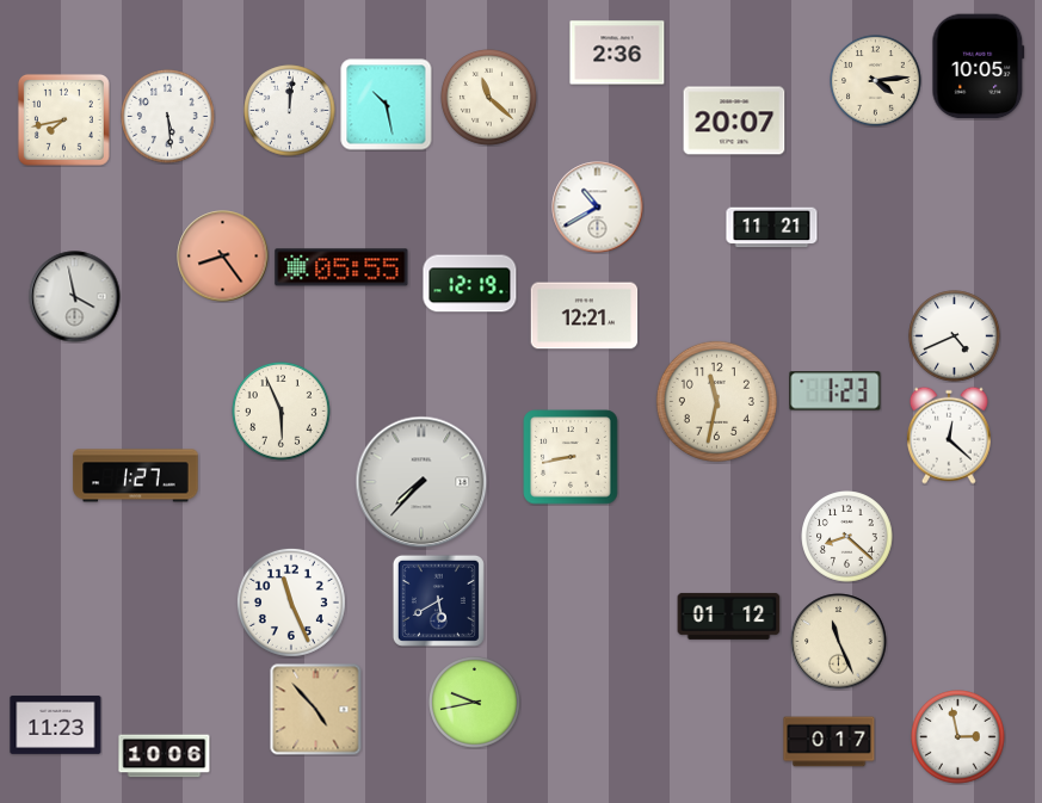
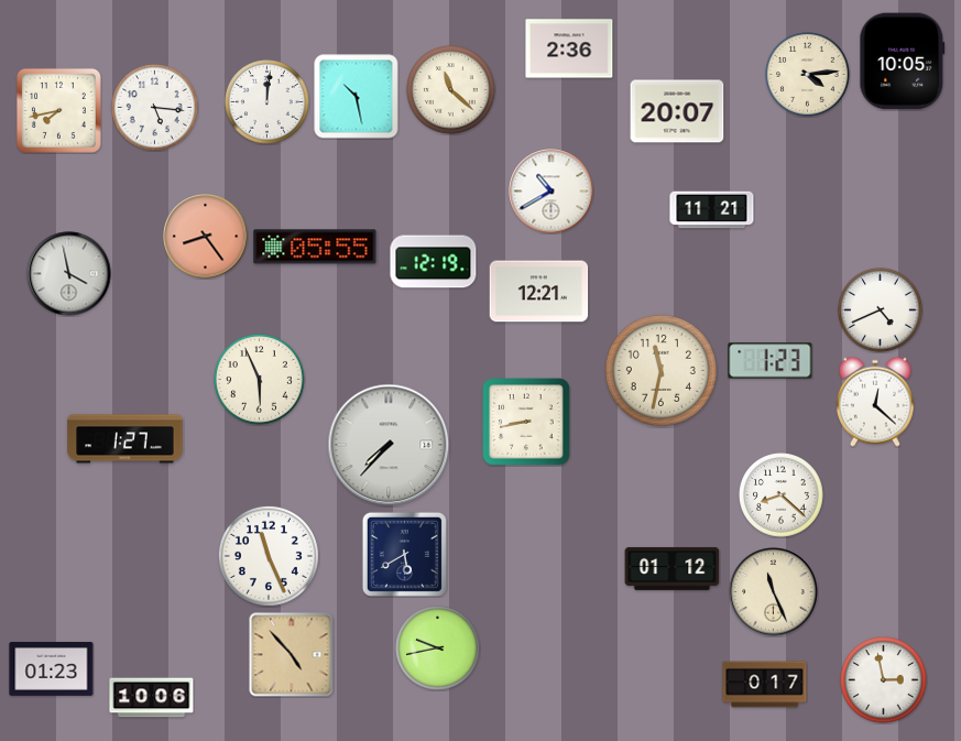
clock at (168, 117): 5:29 -> 5:16
clock at (56, 724): 11:23 -> 01:23
